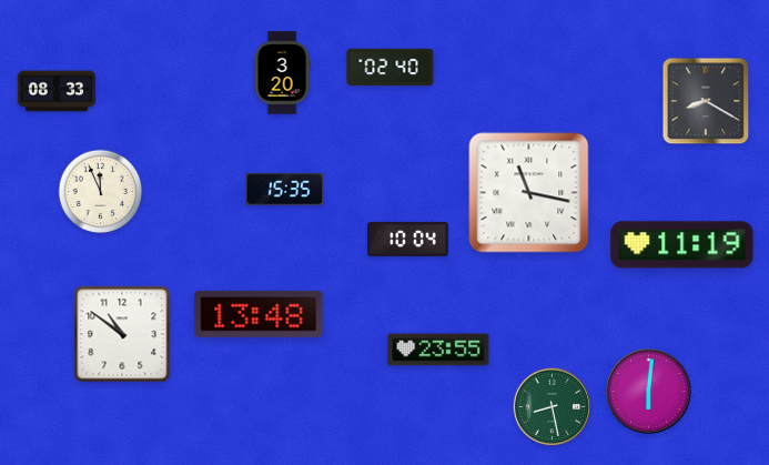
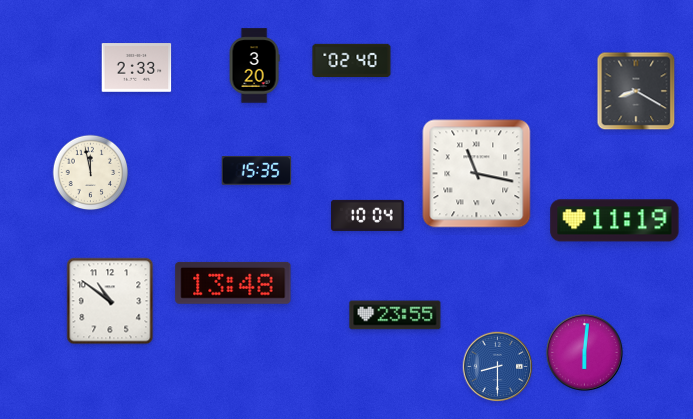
clock at (137, 68): none -> 2:33
clock at (57, 91): 08:33 -> none
clock at (101, 192): 11:56 -> 11:58
clock at (553, 407): 8:28 -> 8:30
clock at (553, 407) dial: green -> blue
